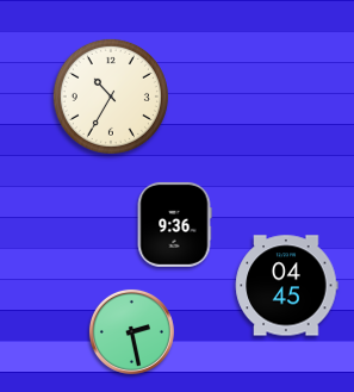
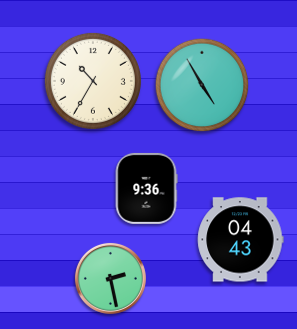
clock at (202, 85): none -> 4:55
clock at (287, 286): 04:45 -> 04:43
